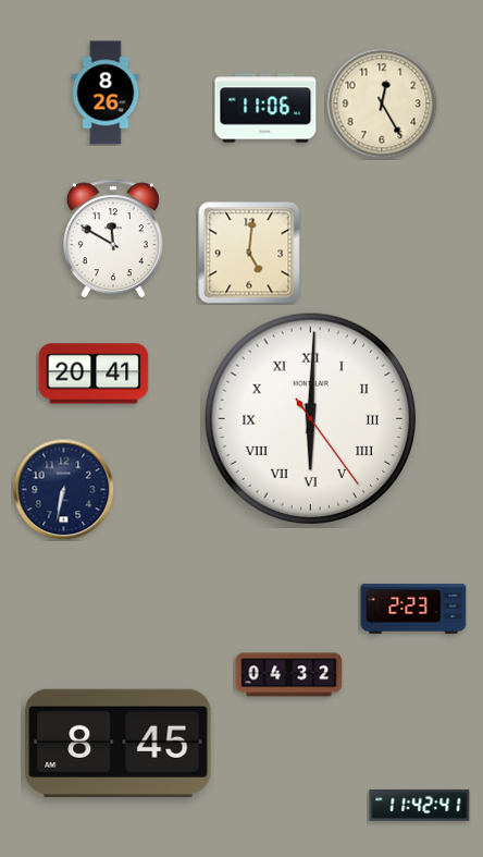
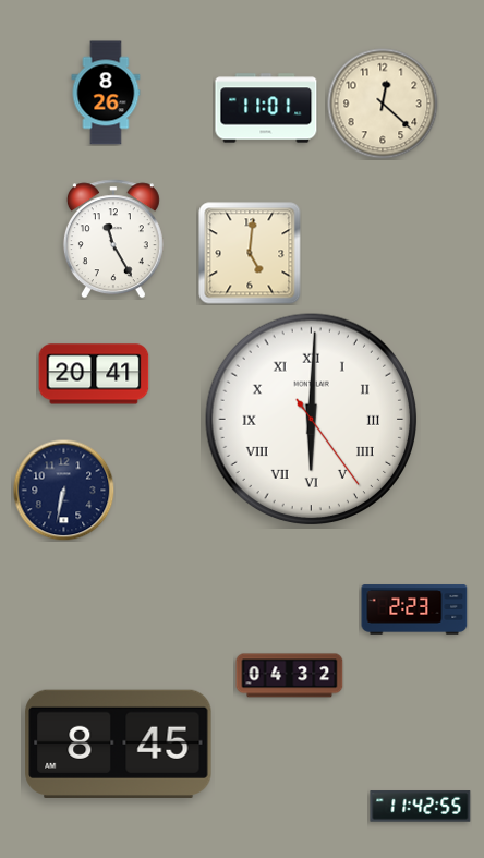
clock at (382, 103): 12:25 -> 12:22
clock at (265, 108): 11:06 -> 11:01
clock at (113, 238): 11:50 -> 11:25
clock at (420, 806): 11:42:41 -> 11:42:55
